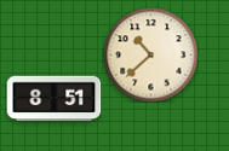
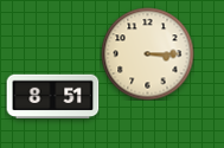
clock at (150, 54): 10:38 -> 3:15
